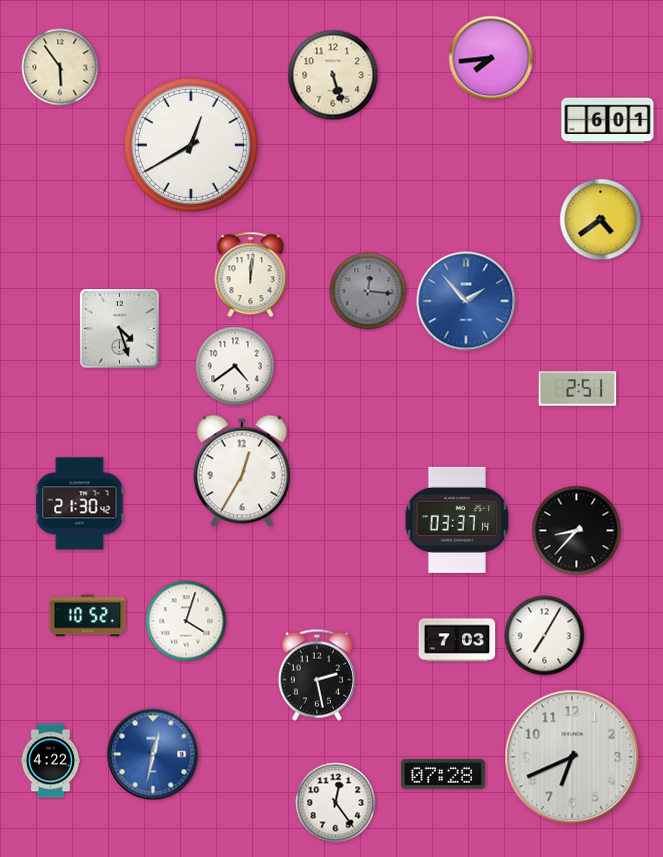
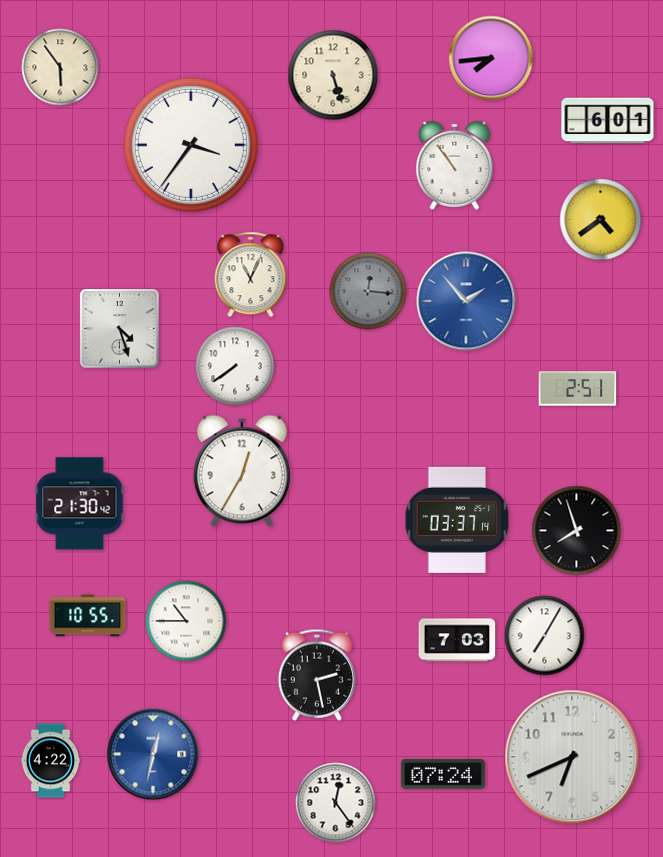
clock at (191, 145): 12:40 -> 3:36
clock at (455, 165): none -> 10:54
clock at (251, 275): 12:01 -> 11:04
clock at (235, 366): 4:39 -> 7:39
clock at (577, 531): 8:37 -> 7:57
clock at (88, 616): 10:52 -> 10:55
clock at (186, 621): 4:03 -> 10:45
clock at (443, 774): 07:28 -> 07:24
